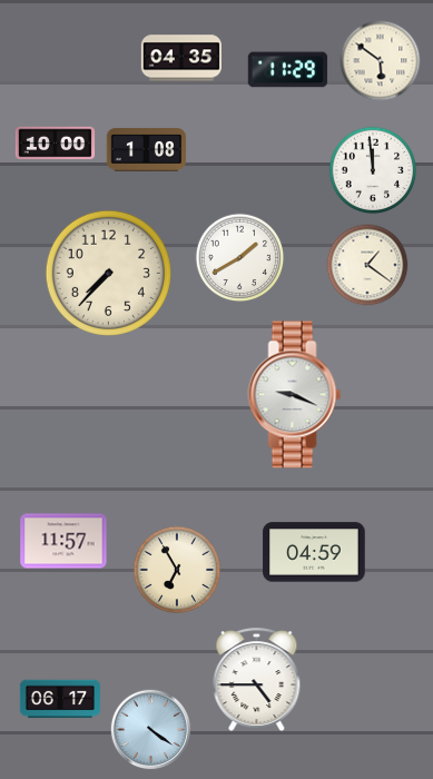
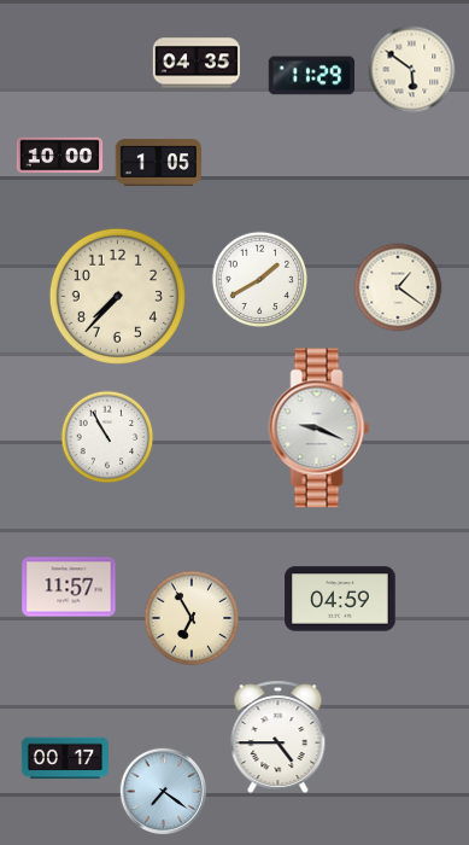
clock at (381, 61) position: (381, 61) -> (412, 70)
clock at (147, 150): 1:08 -> 1:05
clock at (373, 170): 11:59 -> none
clock at (107, 437): none -> 10:55
clock at (59, 699): 06:17 -> 00:17
clock at (151, 730): 4:21 -> 7:21
